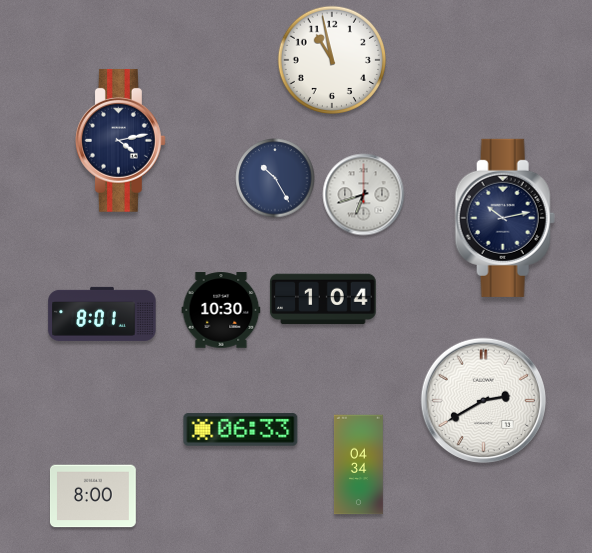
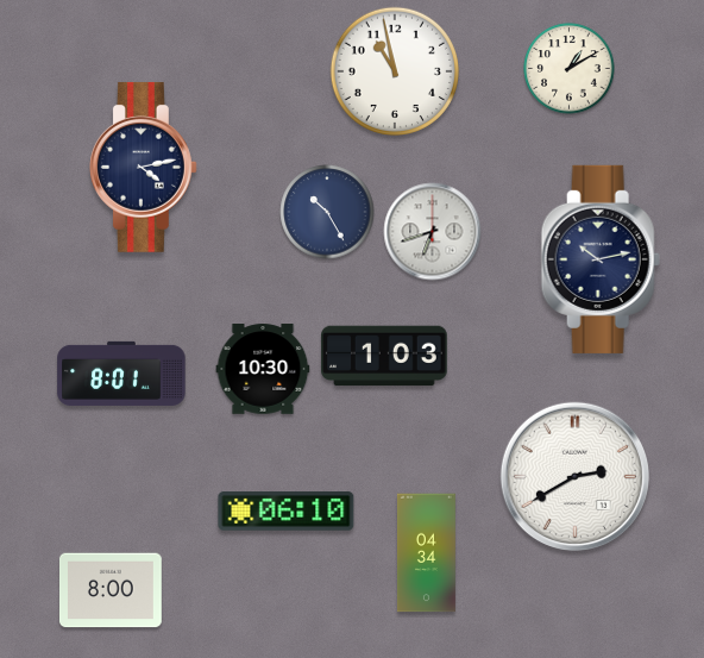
clock at (570, 69): none -> 1:10
clock at (323, 299): 1:04 -> 1:03
clock at (241, 430): 06:33 -> 06:10
